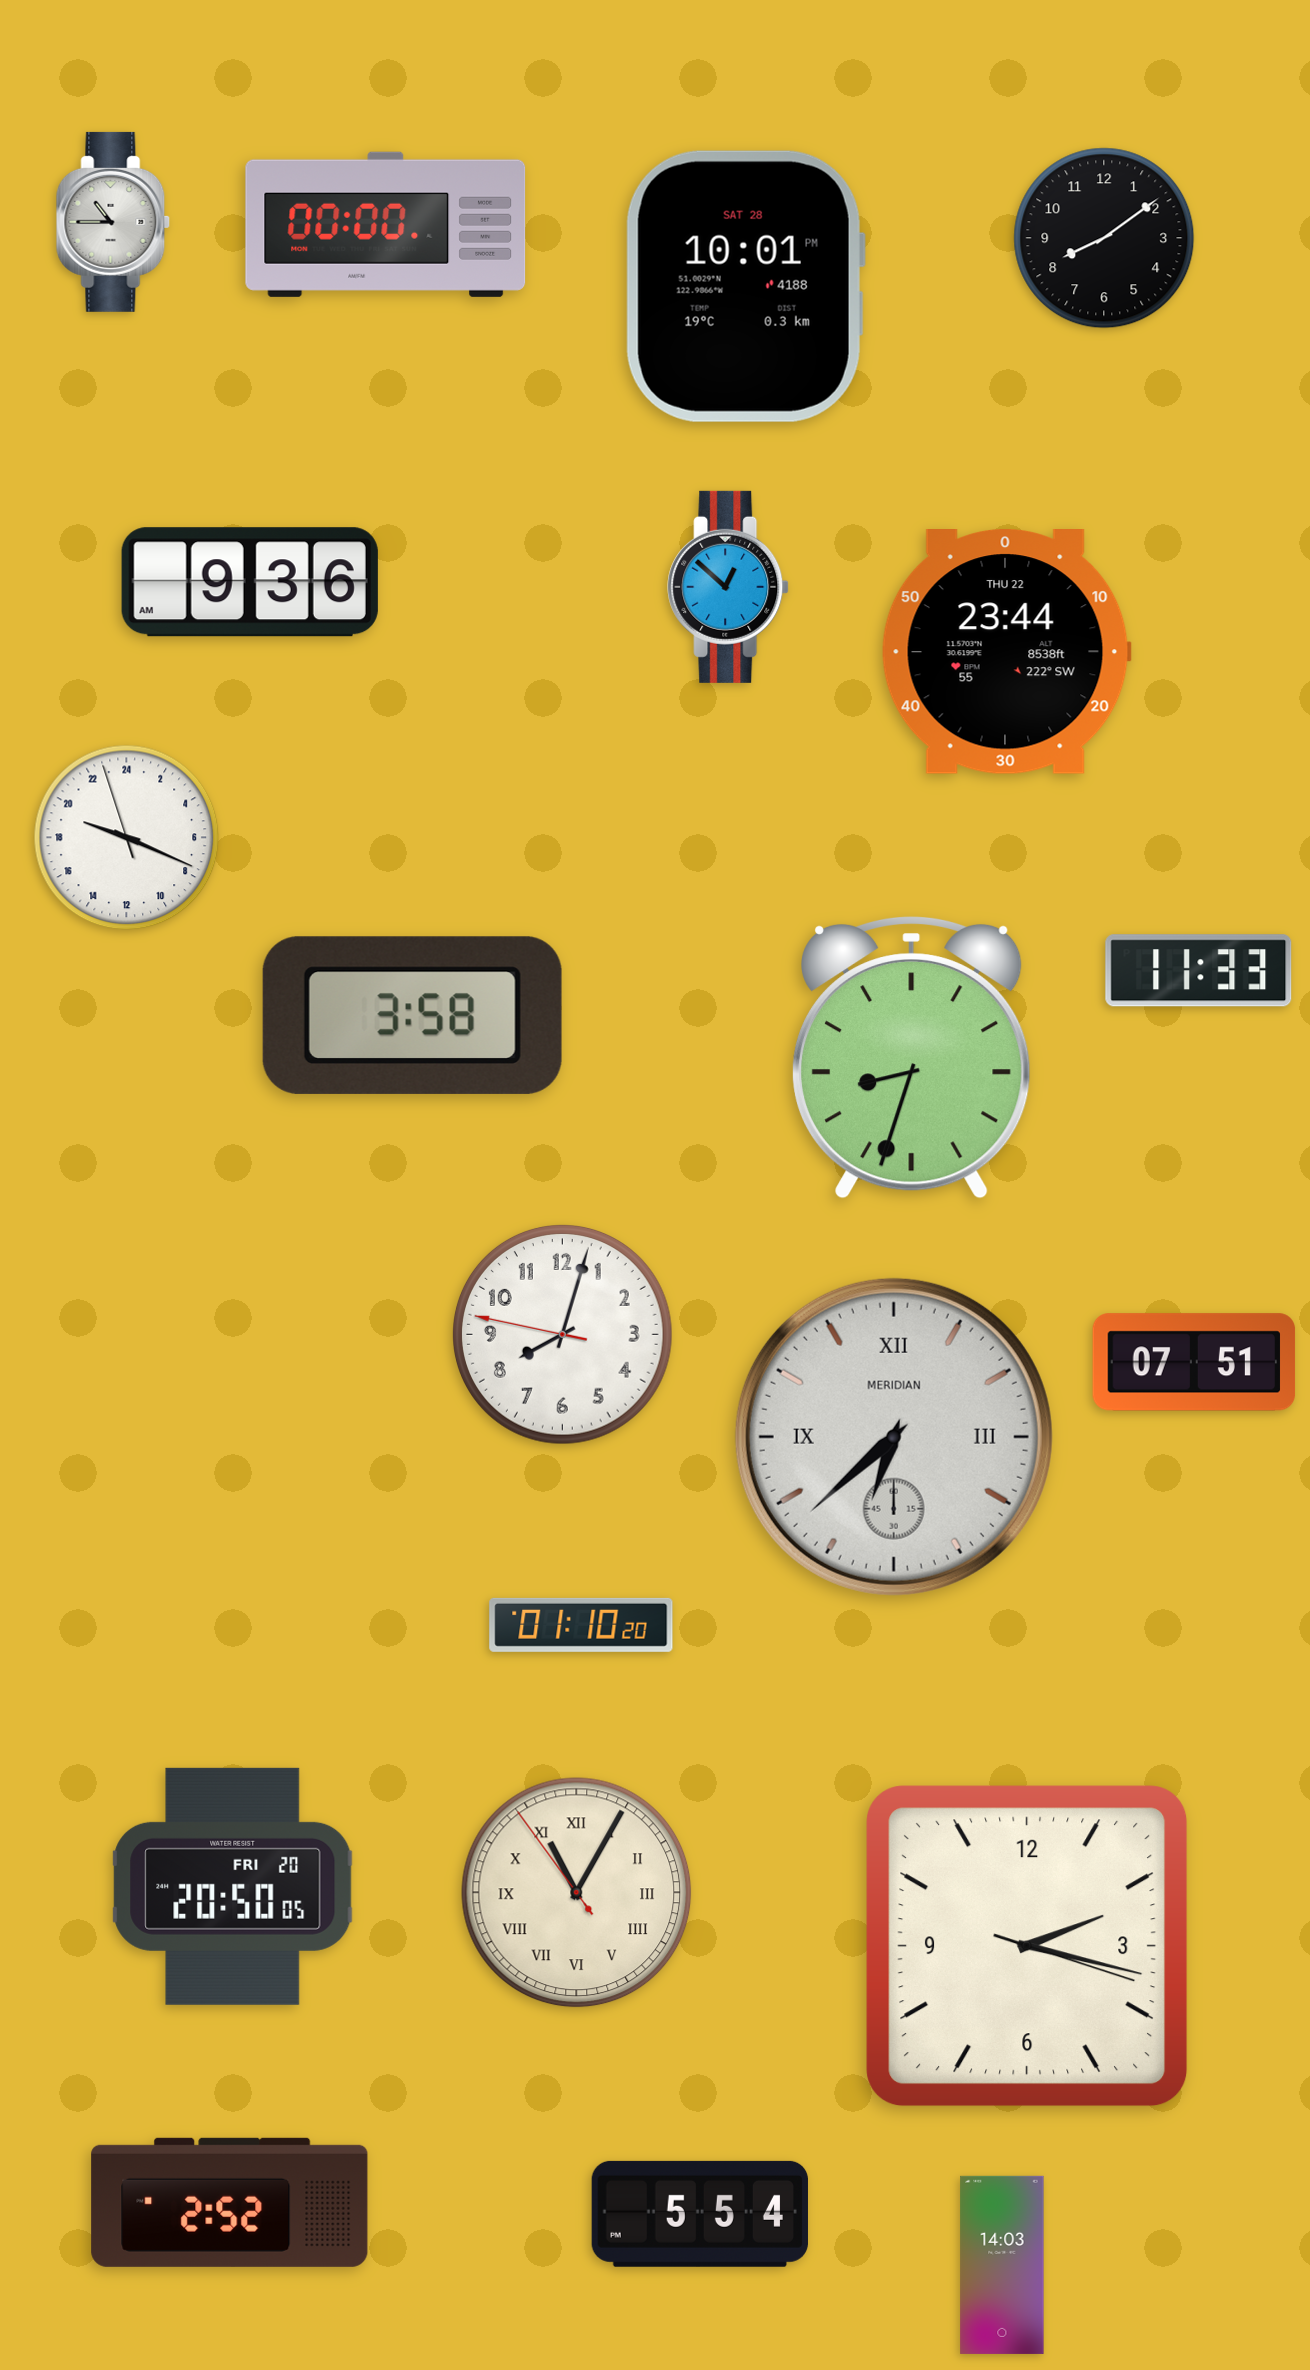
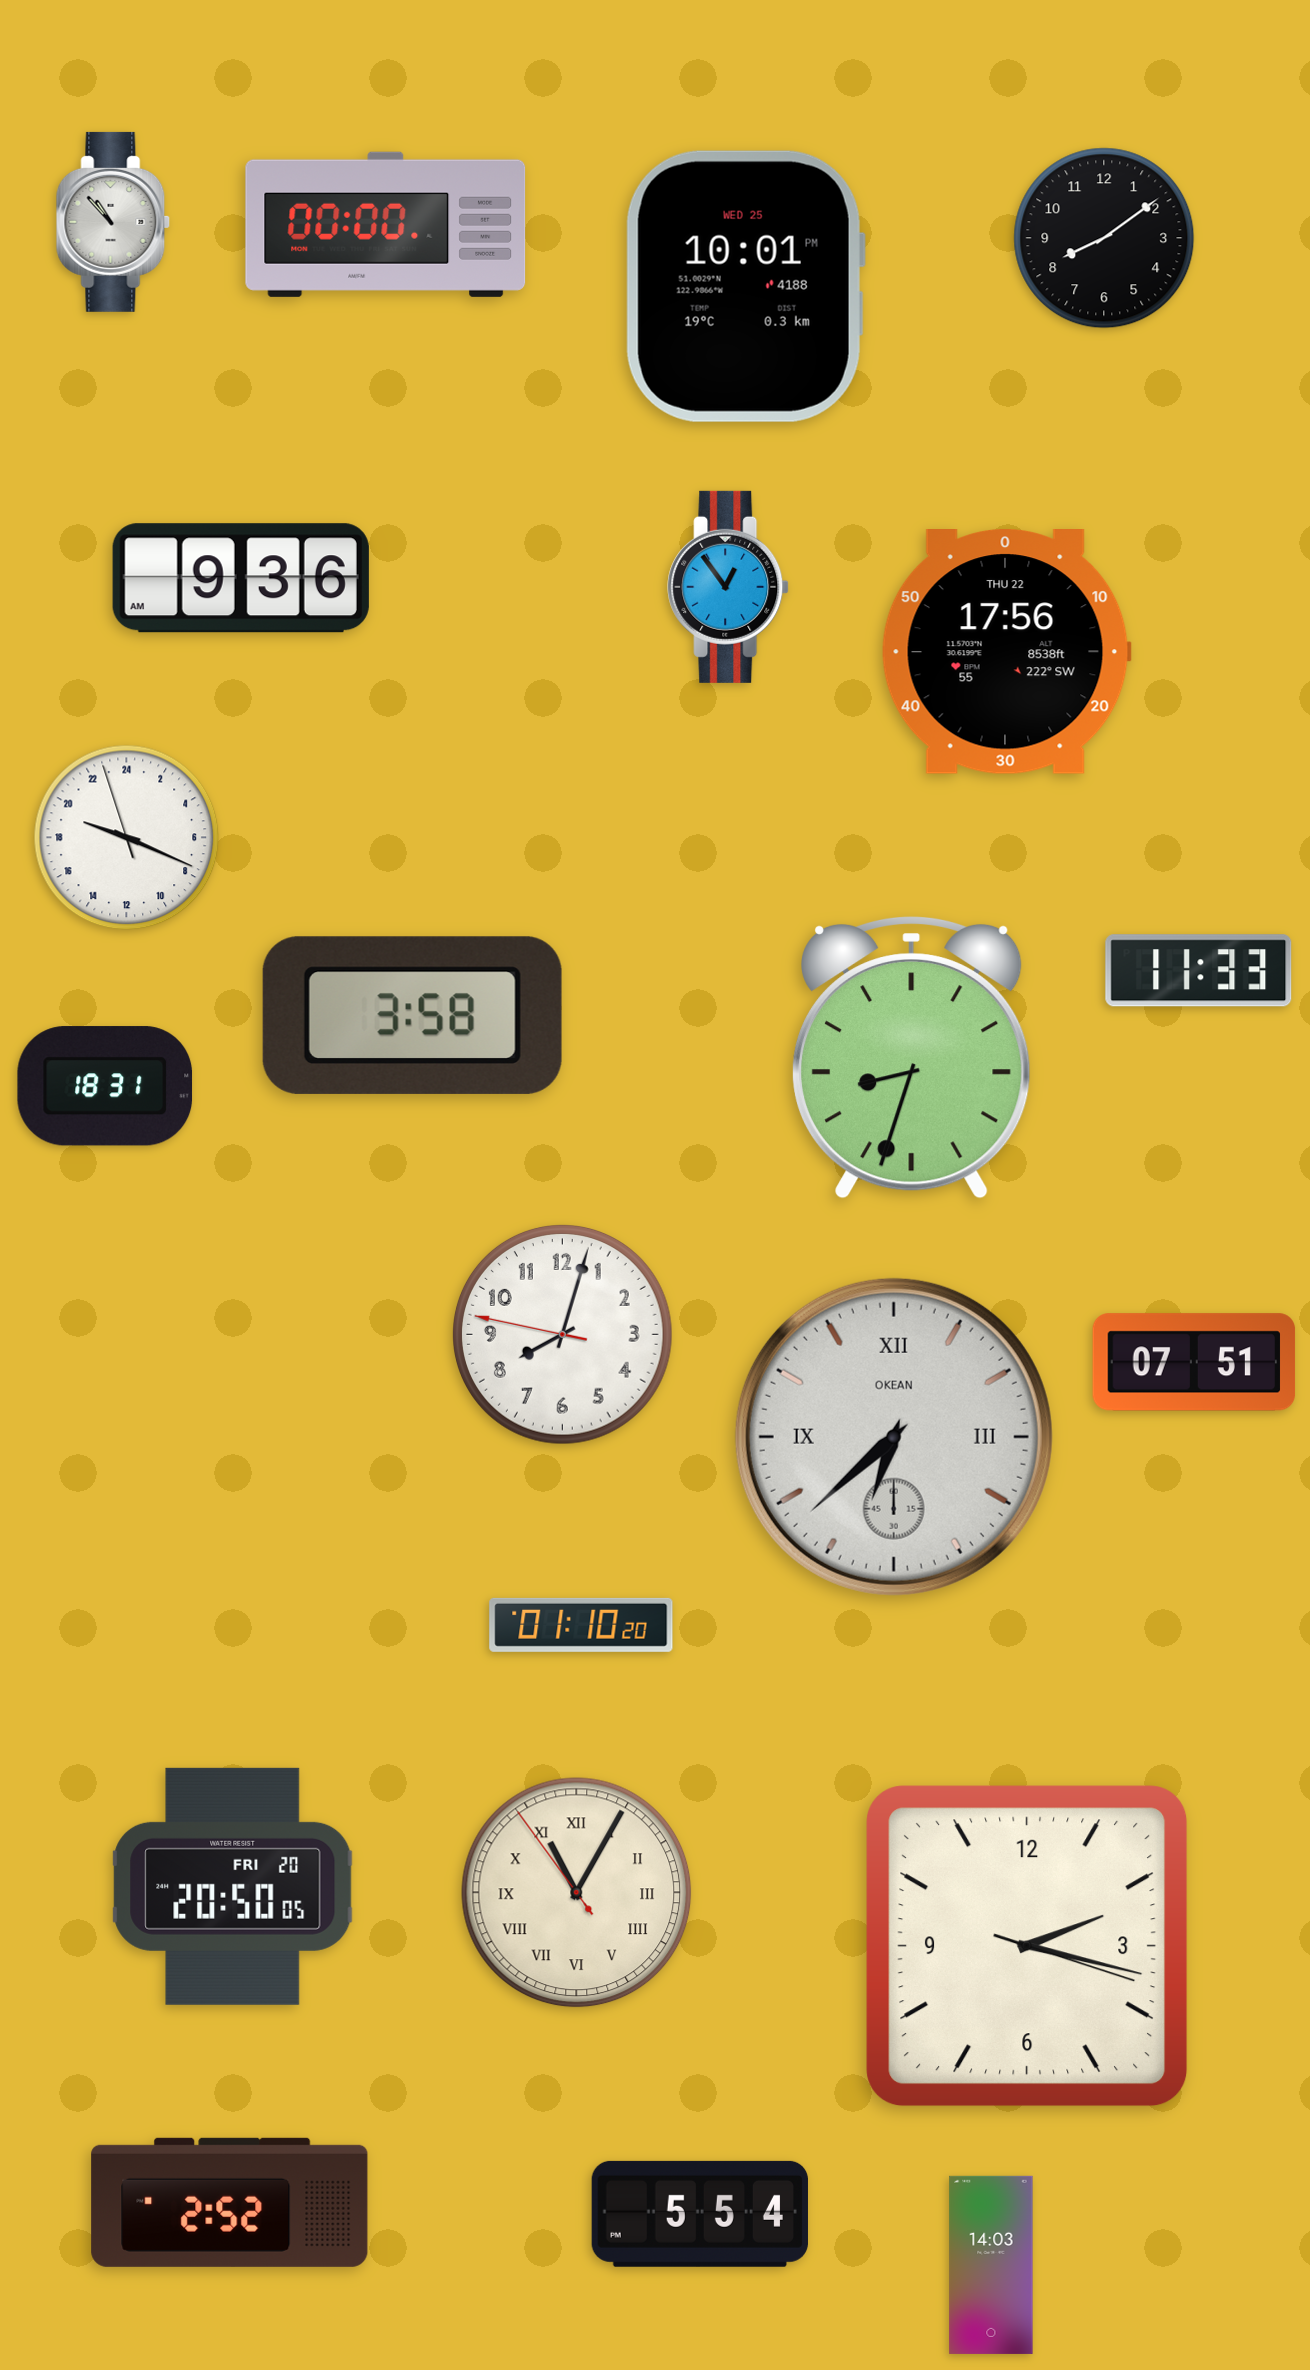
clock at (113, 222): 10:45 -> 10:53
clock at (745, 286) date: SAT 28 -> WED 25
clock at (250, 582) position: (250, 582) -> (241, 578)
clock at (728, 587): 12:52 -> 12:54
clock at (1006, 652): 23:44 -> 17:56
clock at (105, 1086): none -> 18:31
clock at (894, 1437) brand: MERIDIAN -> OKEAN
clock at (1002, 2265) position: (1002, 2265) -> (991, 2265)
